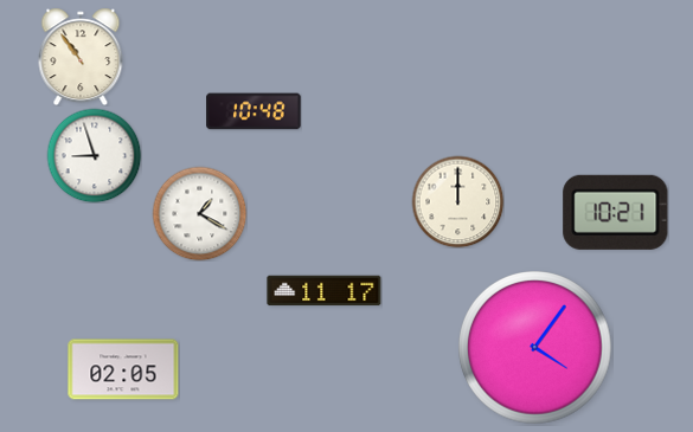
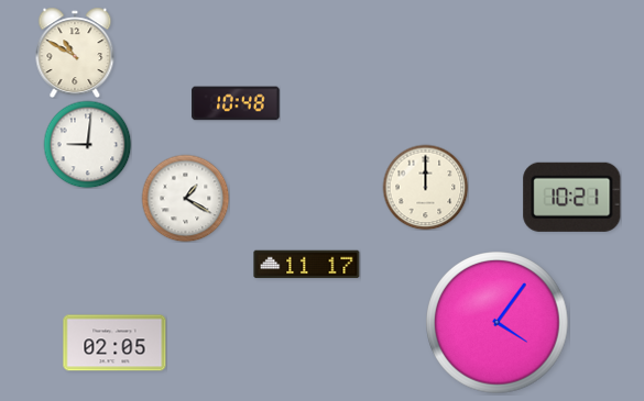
clock at (81, 57): 10:54 -> 10:50
clock at (94, 155): 8:57 -> 9:01
clock at (325, 291) position: (325, 291) -> (307, 265)
